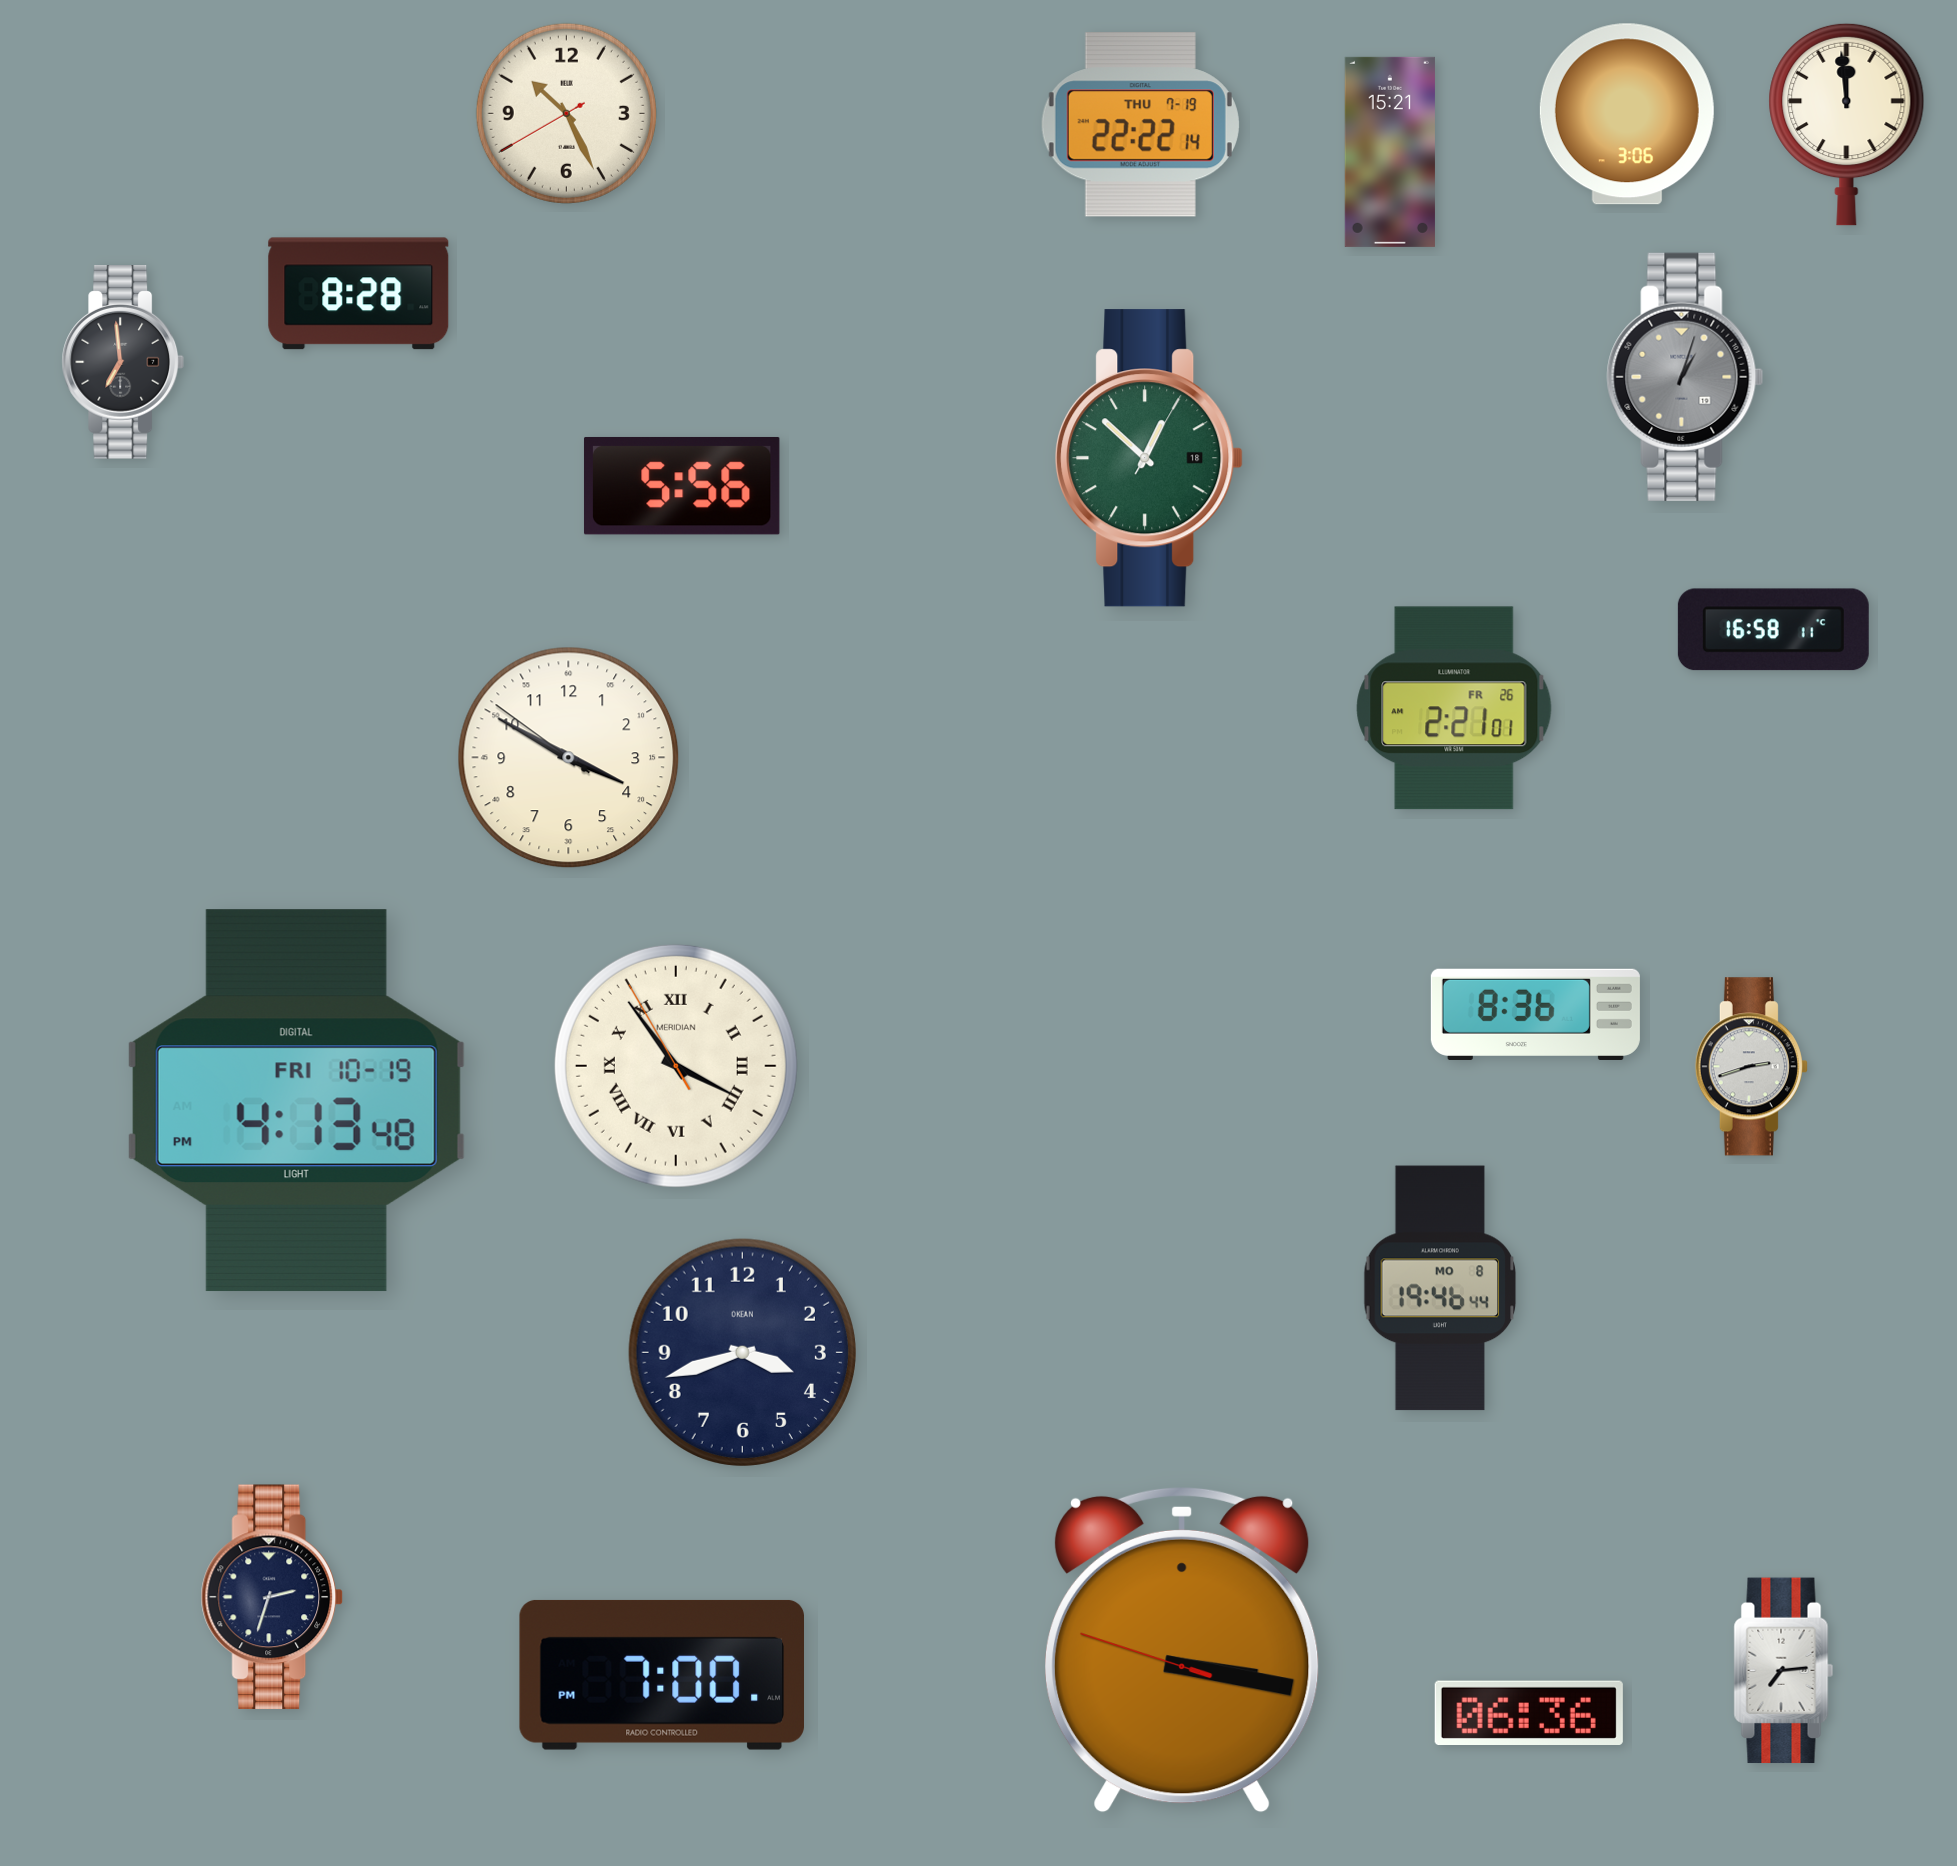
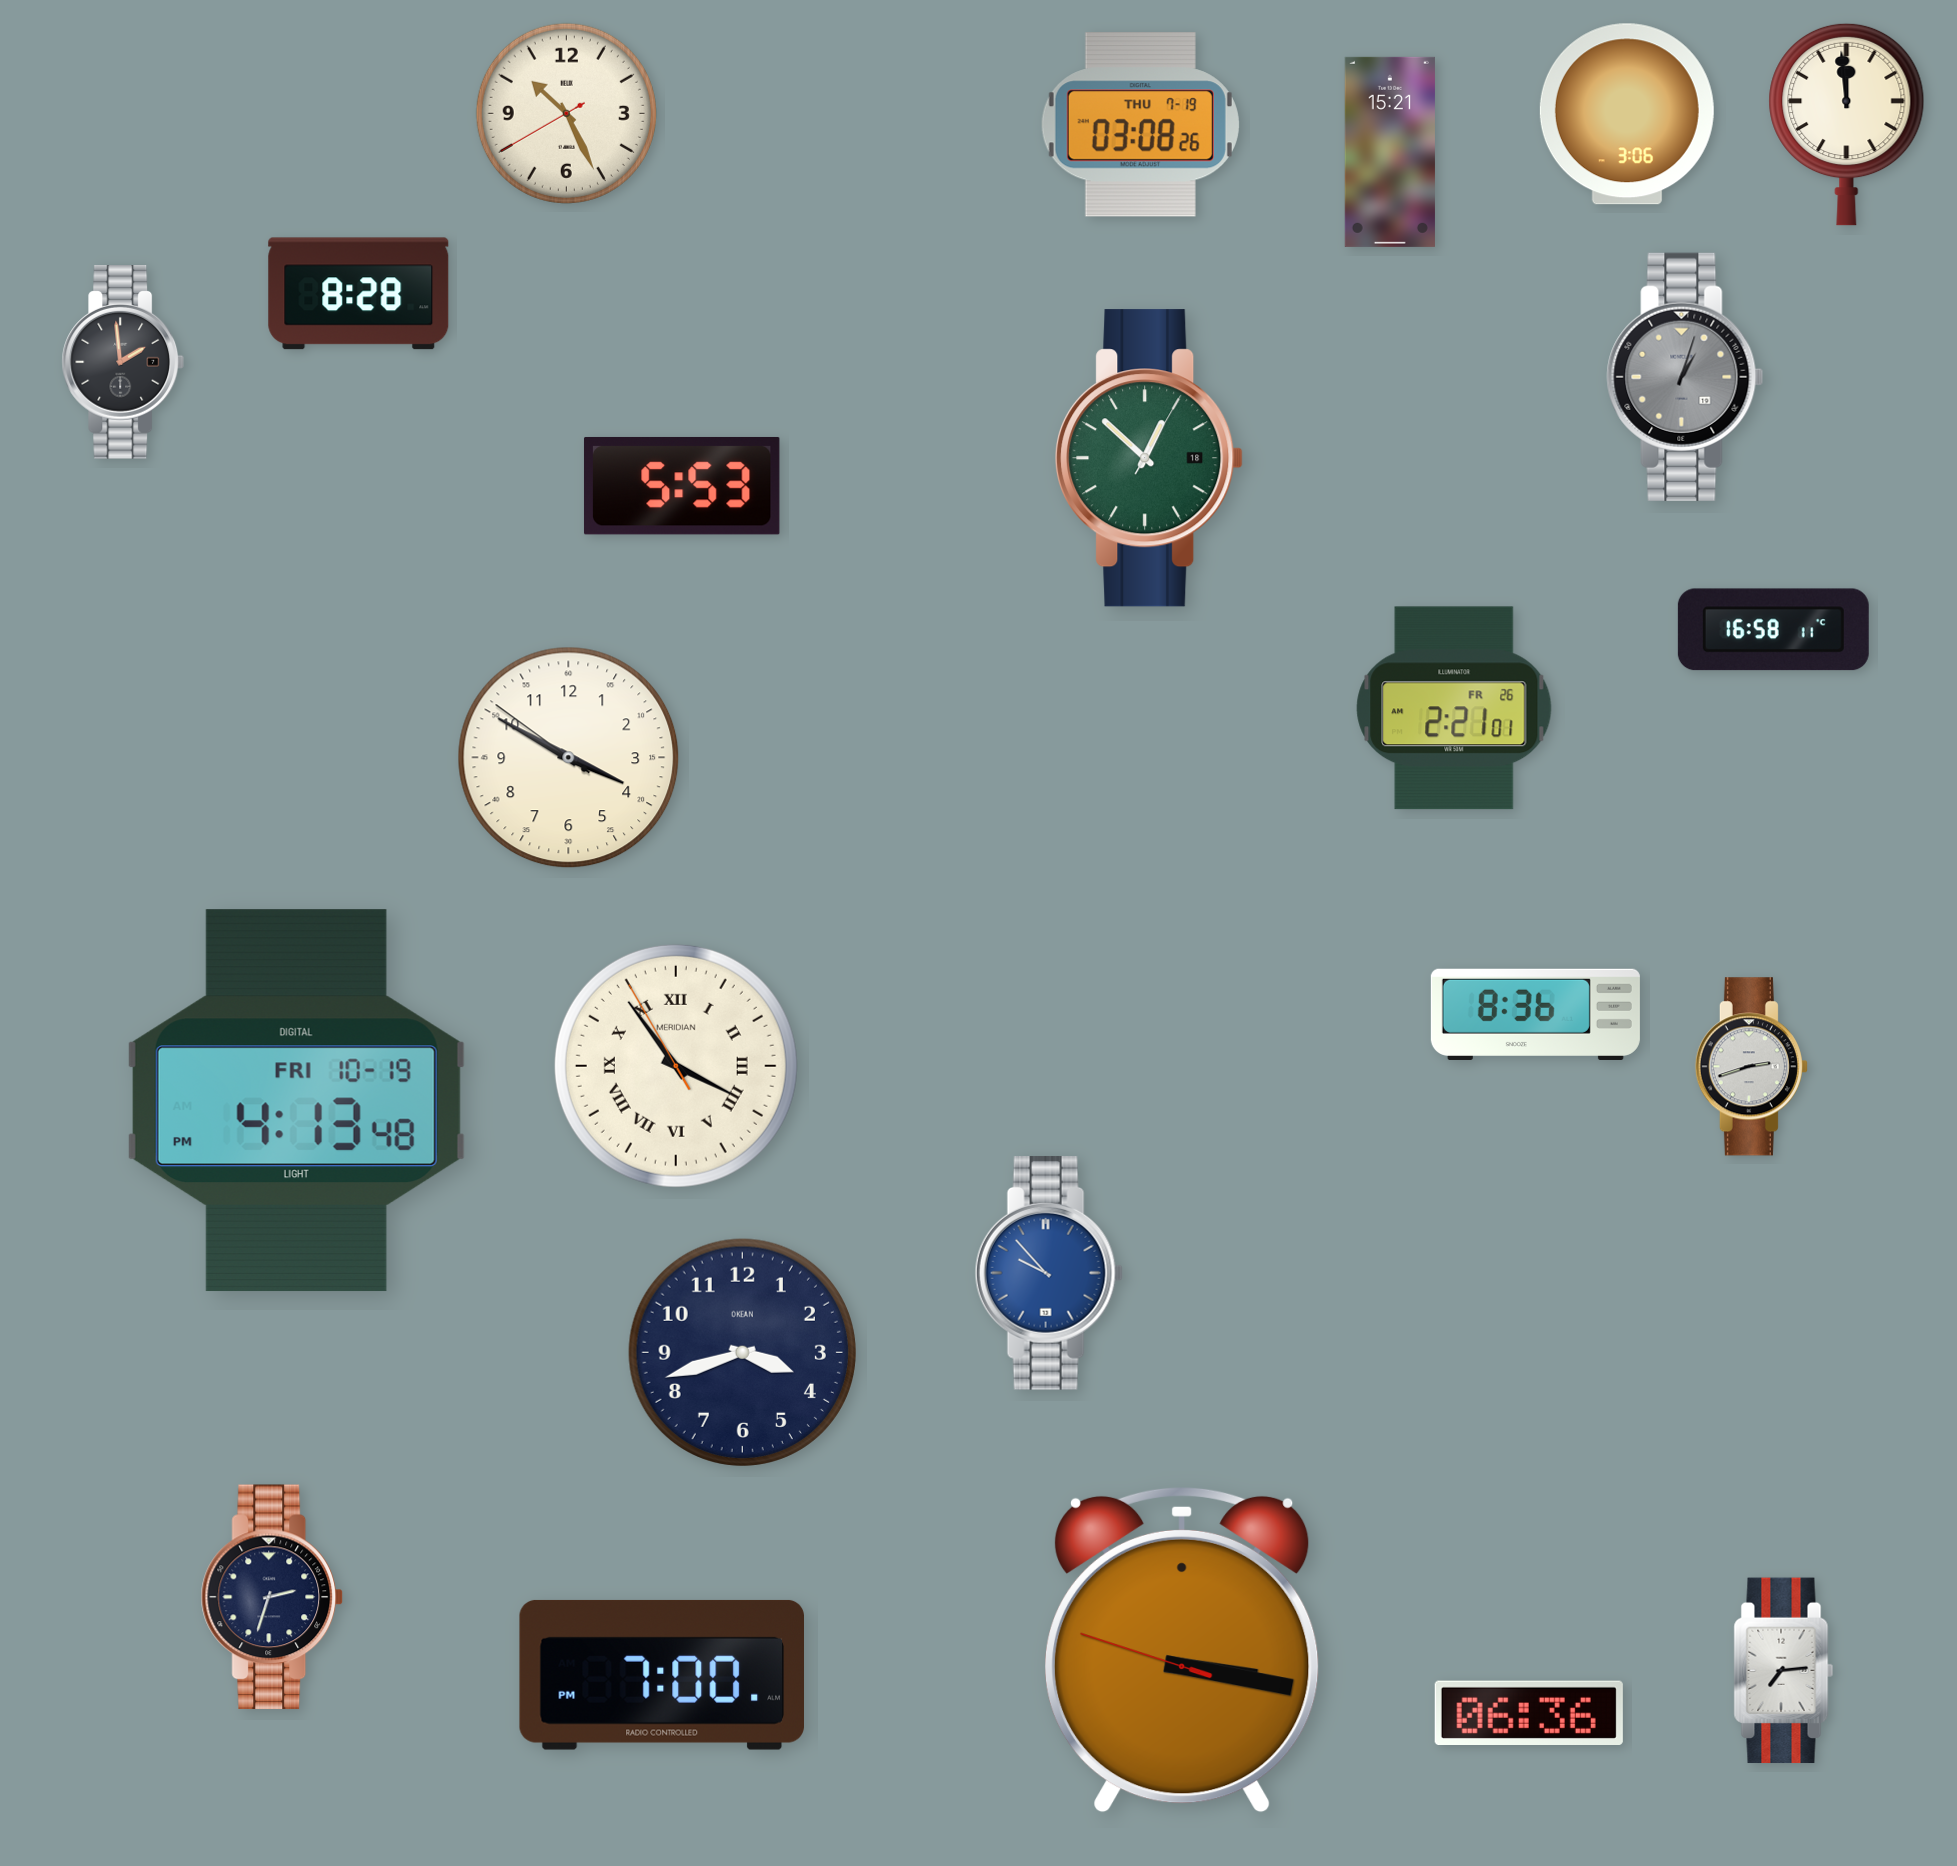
clock at (1140, 125): 22:22 -> 03:08
clock at (123, 363): 6:59 -> 1:59
clock at (682, 486): 5:56 -> 5:53
clock at (1049, 1273): none -> 9:53
clock at (1440, 1288): 19:46 -> none
